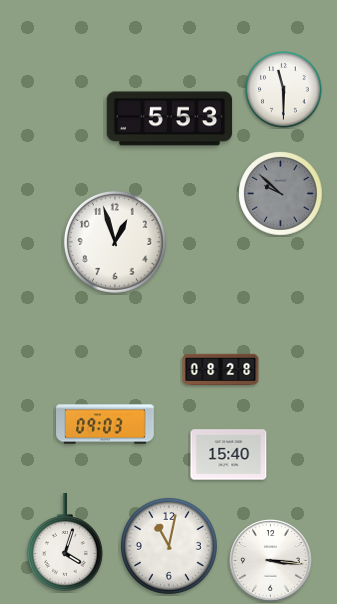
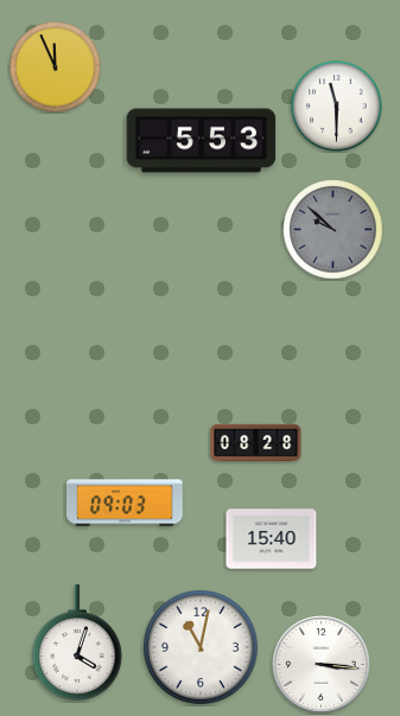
clock at (56, 68): none -> 11:56
clock at (115, 242): 12:57 -> none
clock at (221, 370) position: (221, 370) -> (256, 443)
